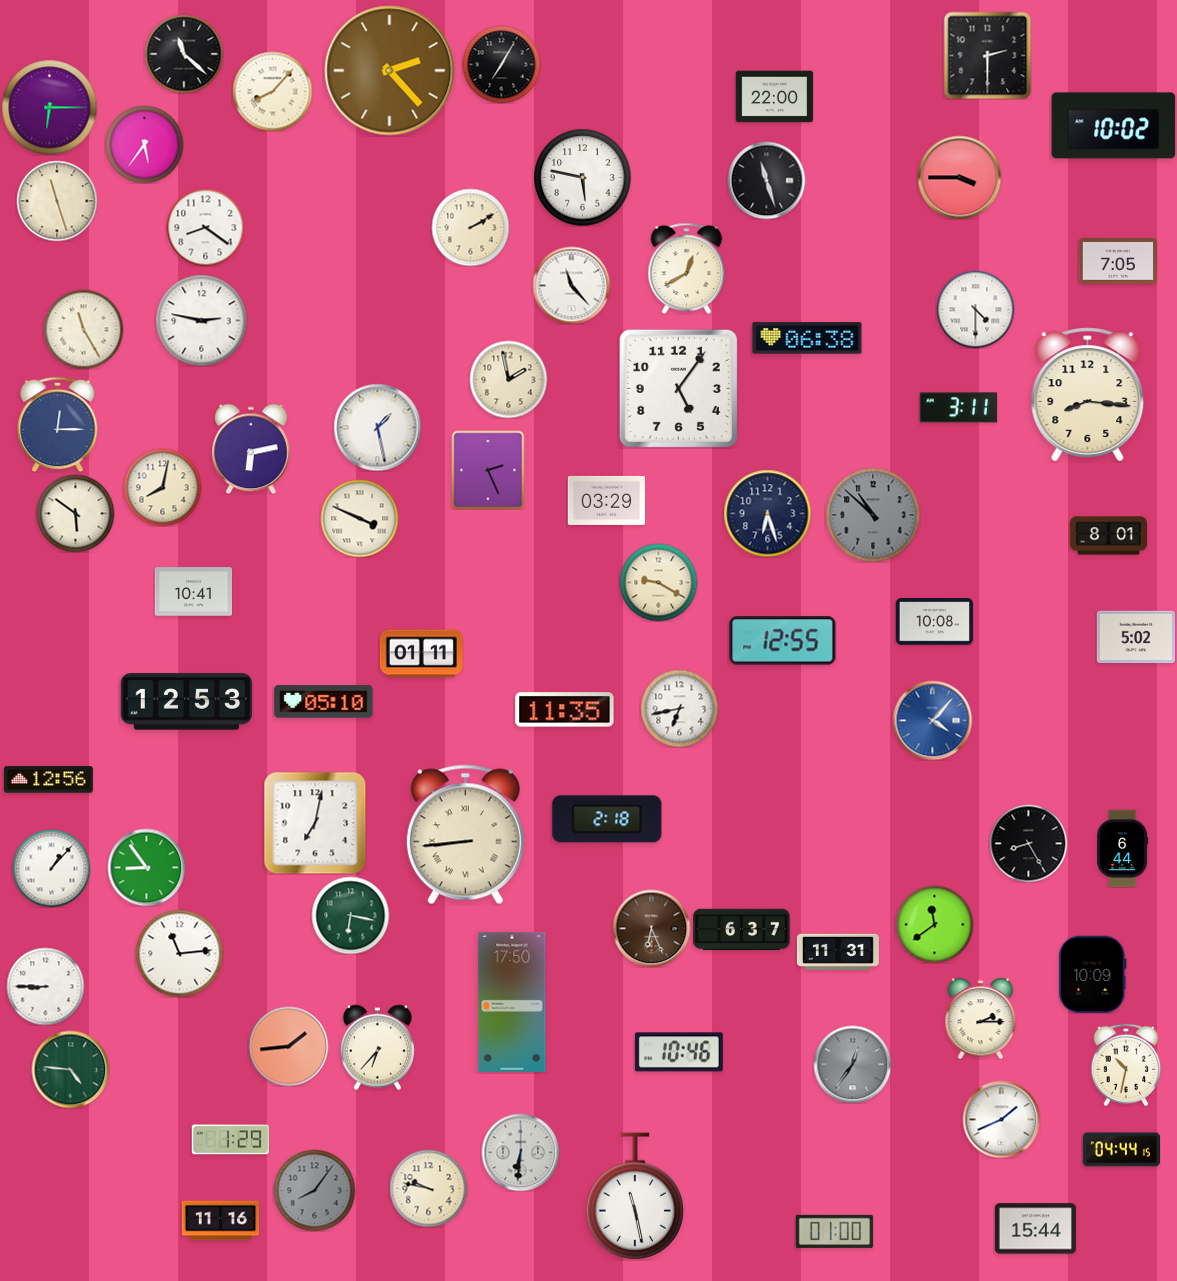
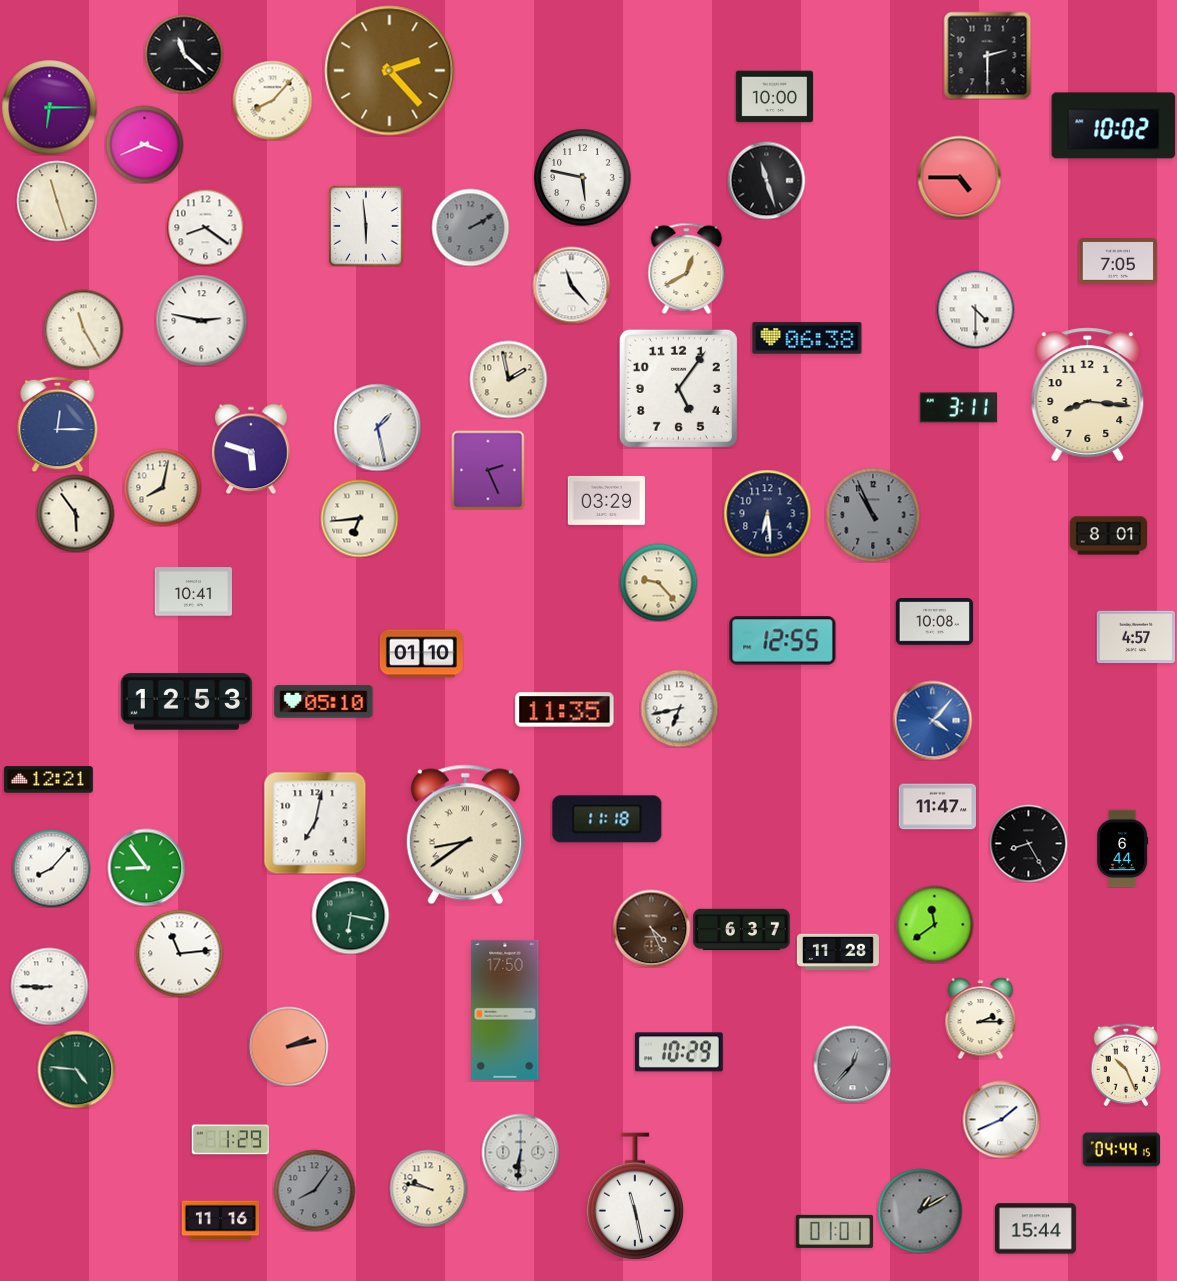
clock at (501, 64): 7:05 -> none
clock at (272, 91) position: (272, 91) -> (272, 100)
clock at (774, 97): 22:00 -> 10:00
clock at (144, 144): 5:36 -> 3:41
clock at (959, 177): 3:45 -> 4:45
clock at (366, 226): none -> 5:59
clock at (470, 227) dial: cream -> grey
clock at (251, 449): 6:13 -> 5:48
clock at (75, 513): 5:51 -> 5:54
clock at (767, 513): 6:27 -> 6:29
clock at (873, 515): 10:52 -> 10:56
clock at (359, 518): 3:49 -> 6:44
clock at (658, 582): 9:20 -> 9:23
clock at (1135, 637): 5:02 -> 4:57
clock at (421, 654): 01:11 -> 01:10
clock at (49, 780): 12:56 -> 12:21
clock at (937, 807): none -> 11:47
clock at (607, 819): 2:18 -> 11:18
clock at (465, 835): 8:44 -> 8:39
clock at (51, 868): 1:07 -> 8:07
clock at (651, 928): 6:26 -> 4:26
clock at (838, 952): 11:31 -> 11:28
clock at (1093, 974): 10:09 -> none
clock at (45, 986) position: (45, 986) -> (49, 986)
clock at (512, 1002) position: (512, 1002) -> (505, 1010)
clock at (288, 1046): 1:44 -> 2:13
clock at (377, 1047): 6:37 -> none
clock at (679, 1052): 10:46 -> 10:29
clock at (852, 1064): 12:36 -> 12:37
clock at (1126, 1065): 10:32 -> 10:26
clock at (70, 1069) position: (70, 1069) -> (76, 1069)
clock at (920, 1211): none -> 1:10
clock at (834, 1231): 01:00 -> 01:01
